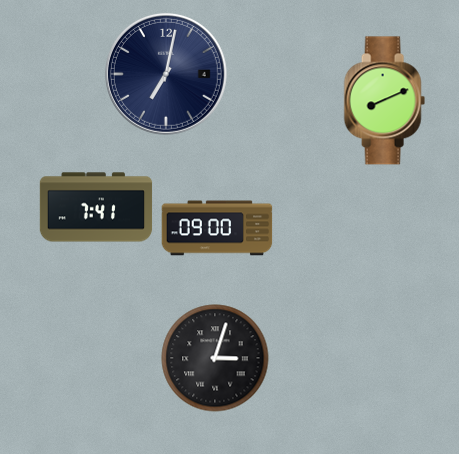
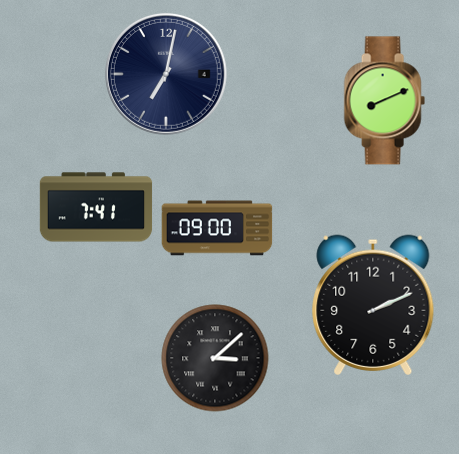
clock at (373, 305): none -> 2:11
clock at (215, 358): 3:03 -> 3:08
